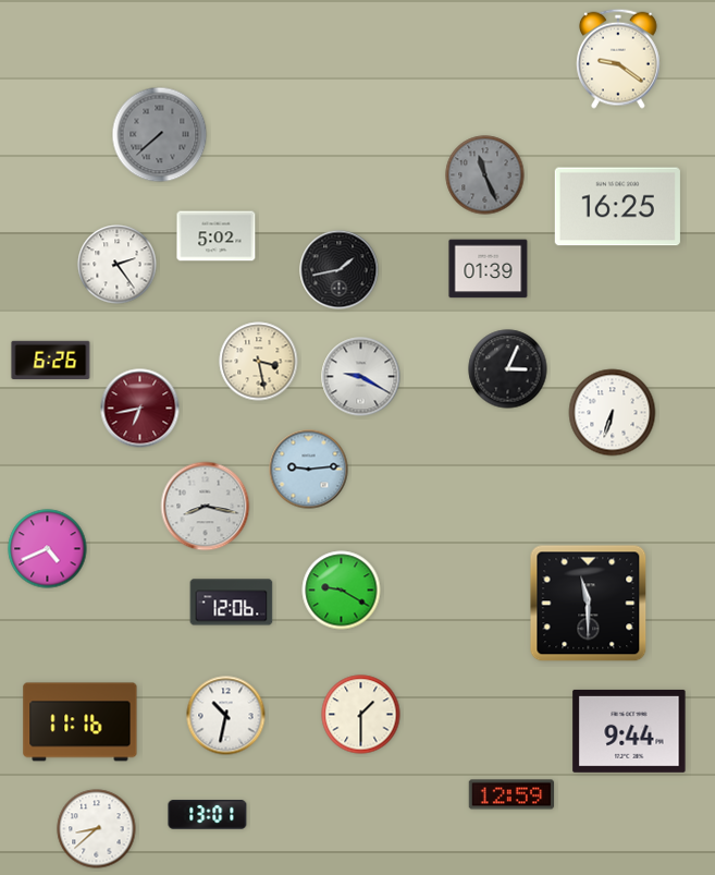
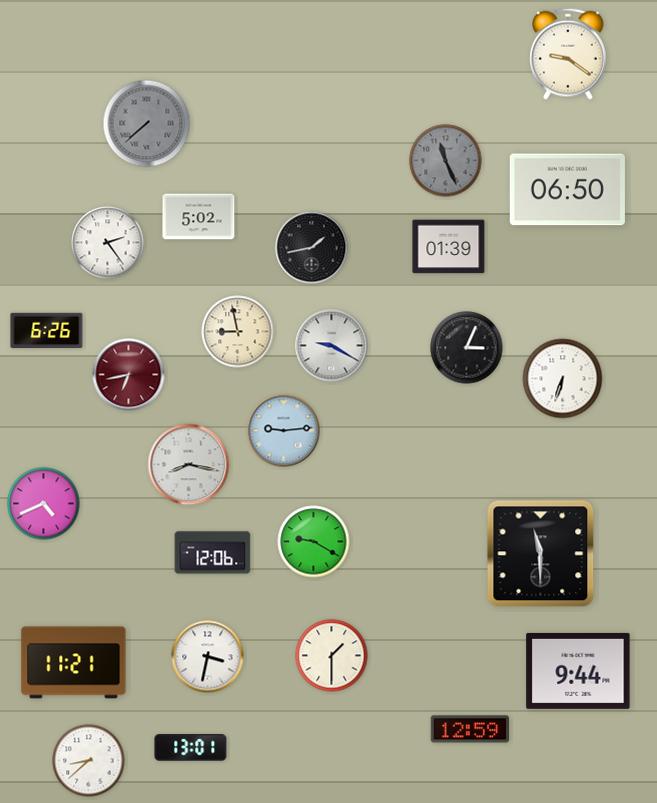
clock at (617, 207): 16:25 -> 06:50
clock at (259, 362): 3:28 -> 8:58
clock at (508, 369) position: (508, 369) -> (467, 348)
clock at (226, 716): 10:32 -> 3:32
clock at (81, 722): 11:16 -> 11:21
